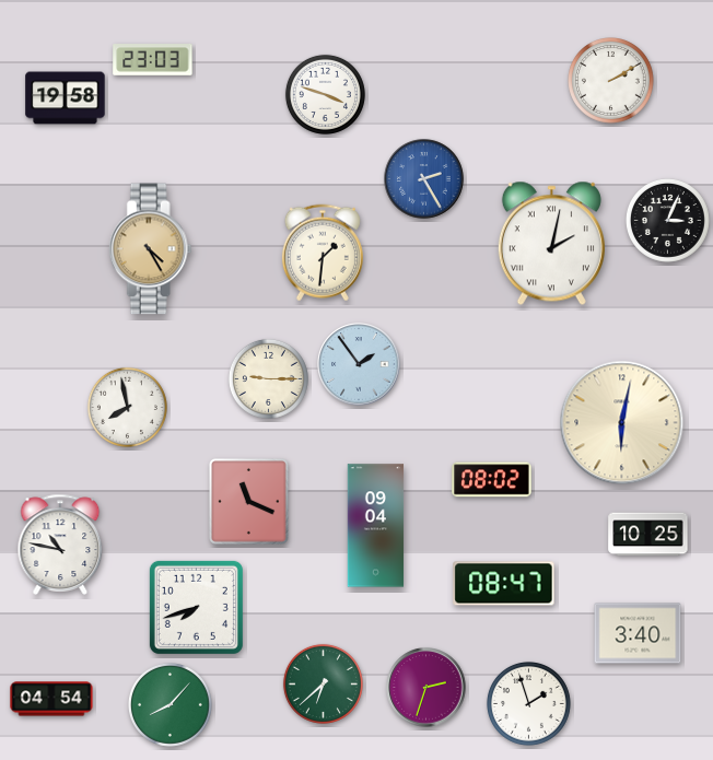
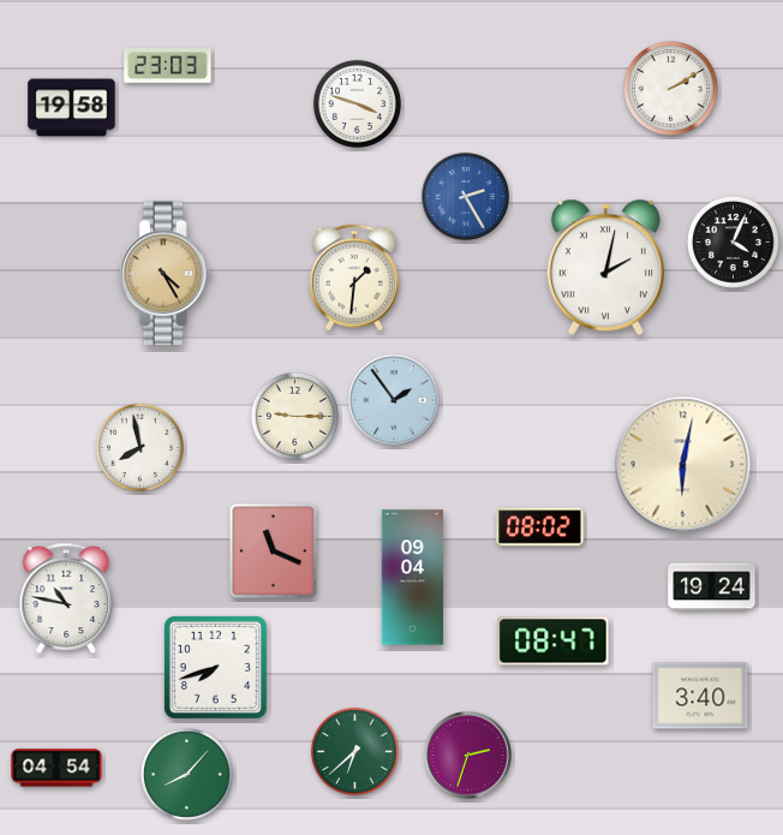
clock at (667, 220): 3:04 -> 4:04
clock at (648, 535): 10:25 -> 19:24
clock at (528, 703): 1:57 -> none
